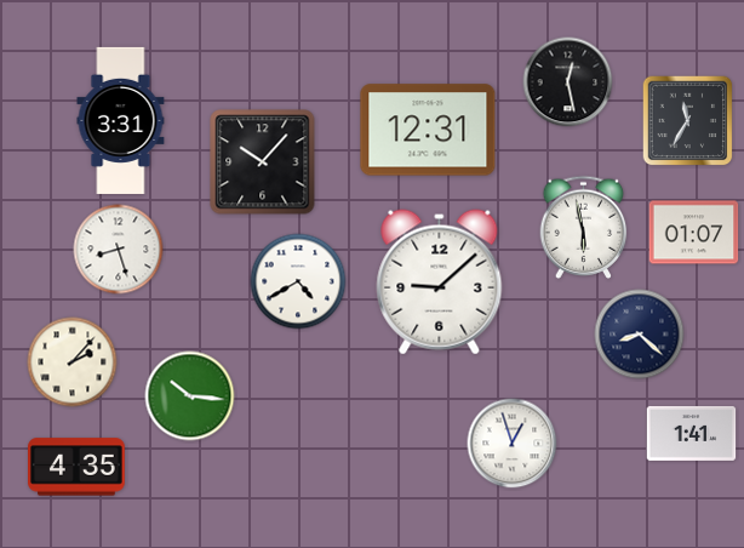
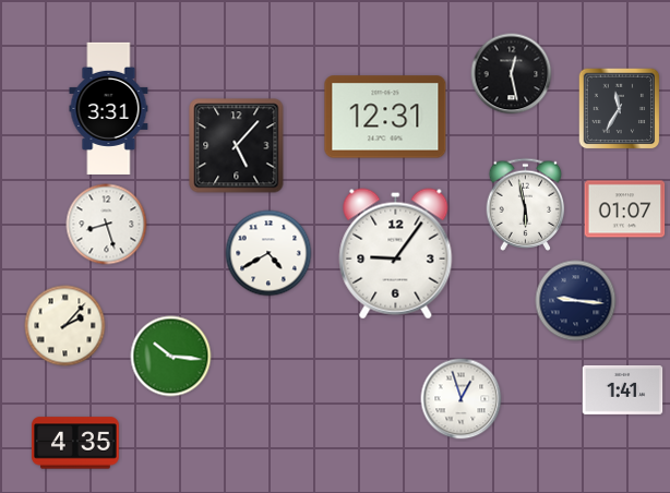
clock at (263, 162): 10:07 -> 5:07
clock at (440, 282): 9:08 -> 9:06
clock at (640, 335): 8:22 -> 9:16
clock at (78, 467) position: (78, 467) -> (76, 443)
